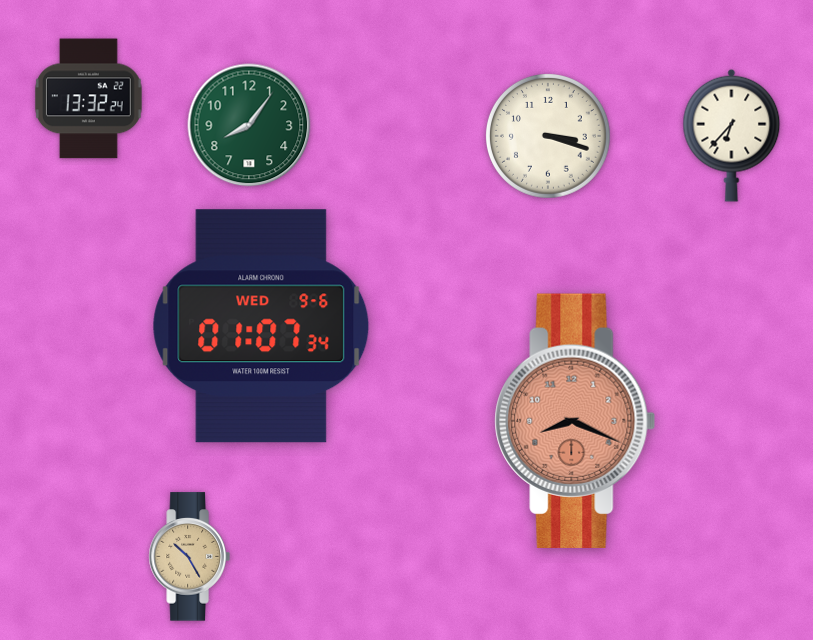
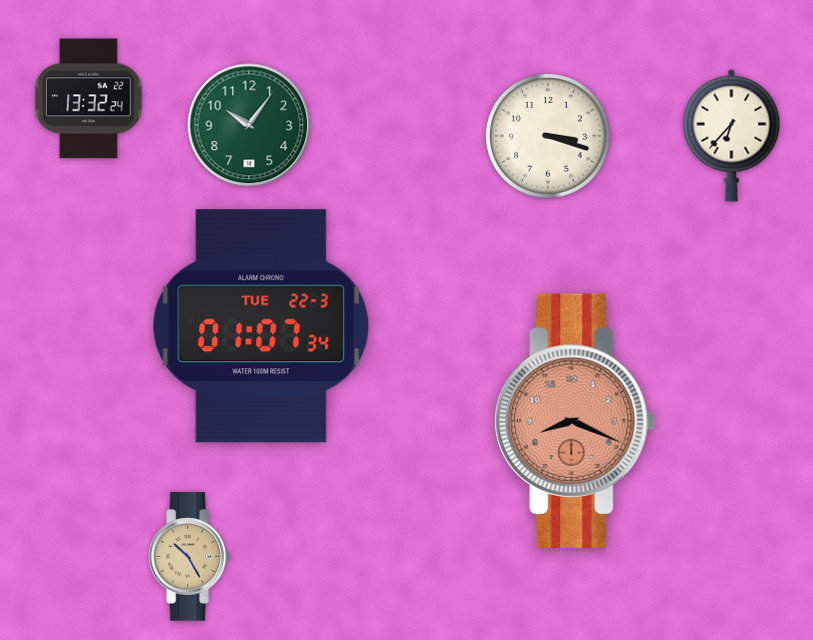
clock at (249, 125): 8:06 -> 10:06
clock at (261, 326) date: WED 9-6 -> TUE 22-3
